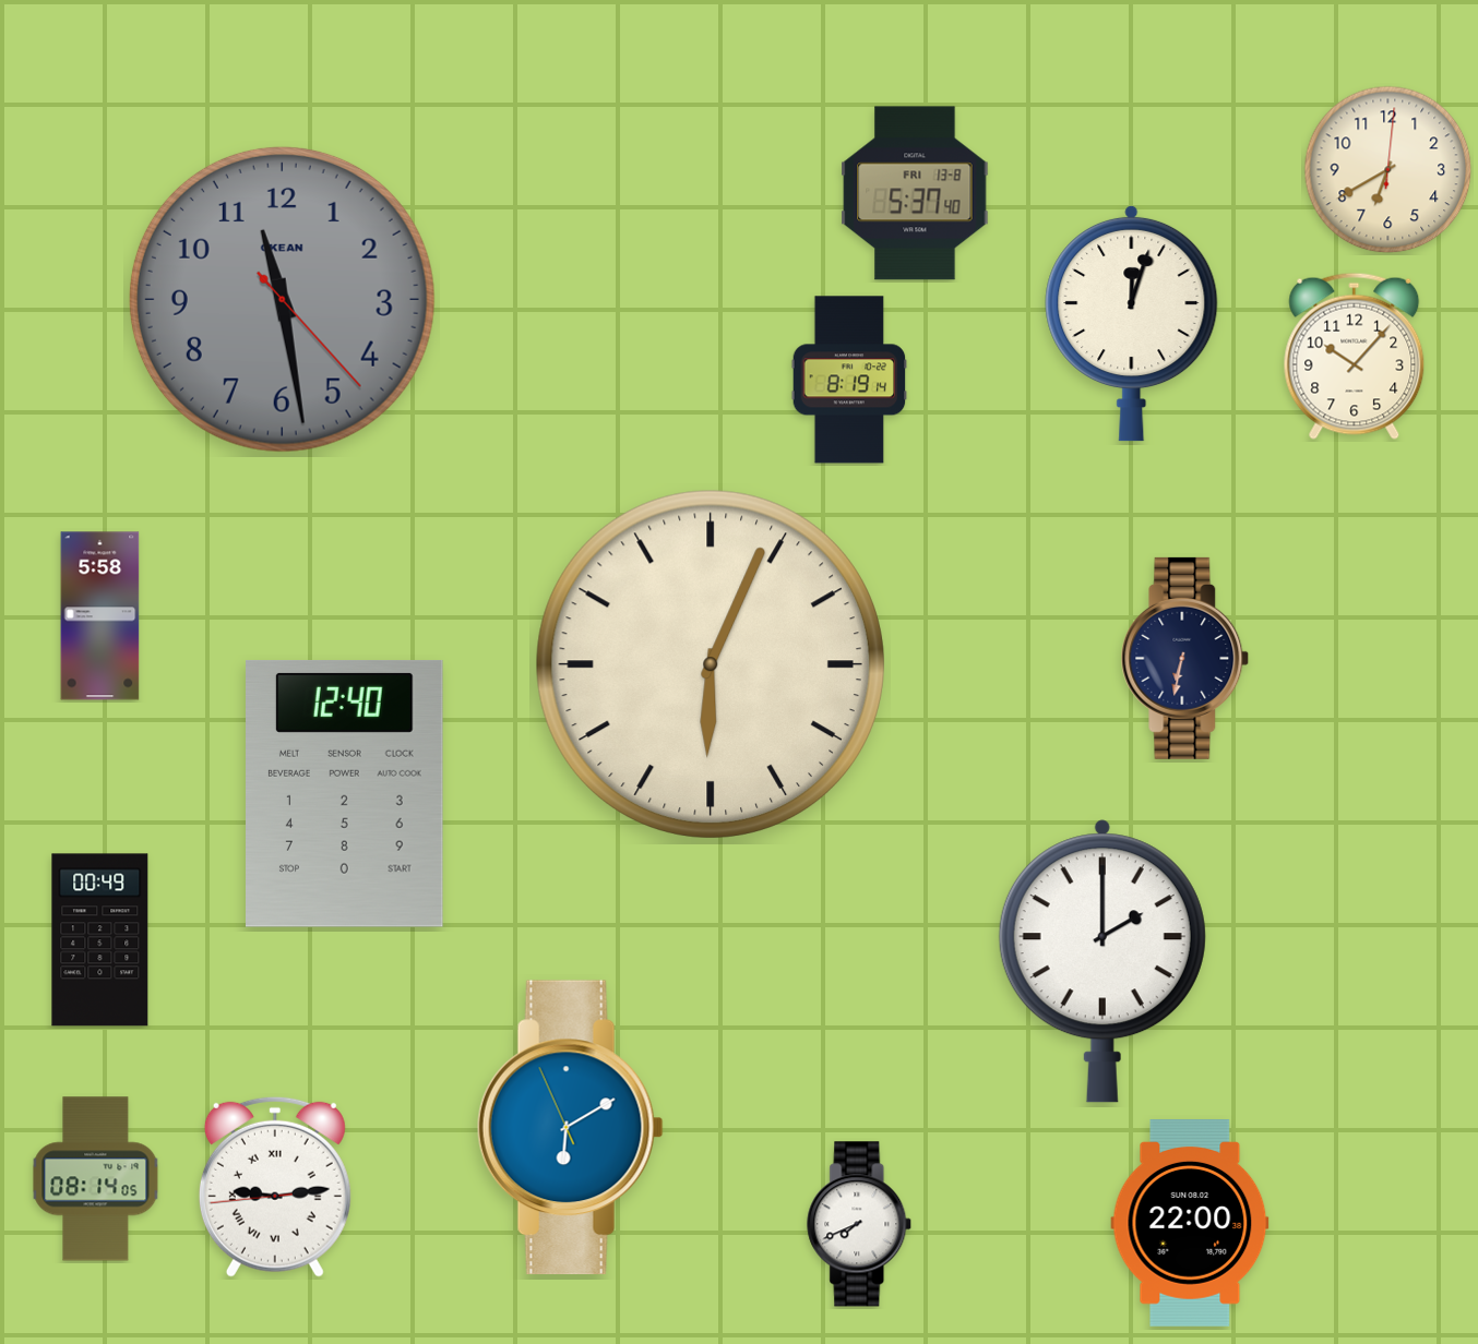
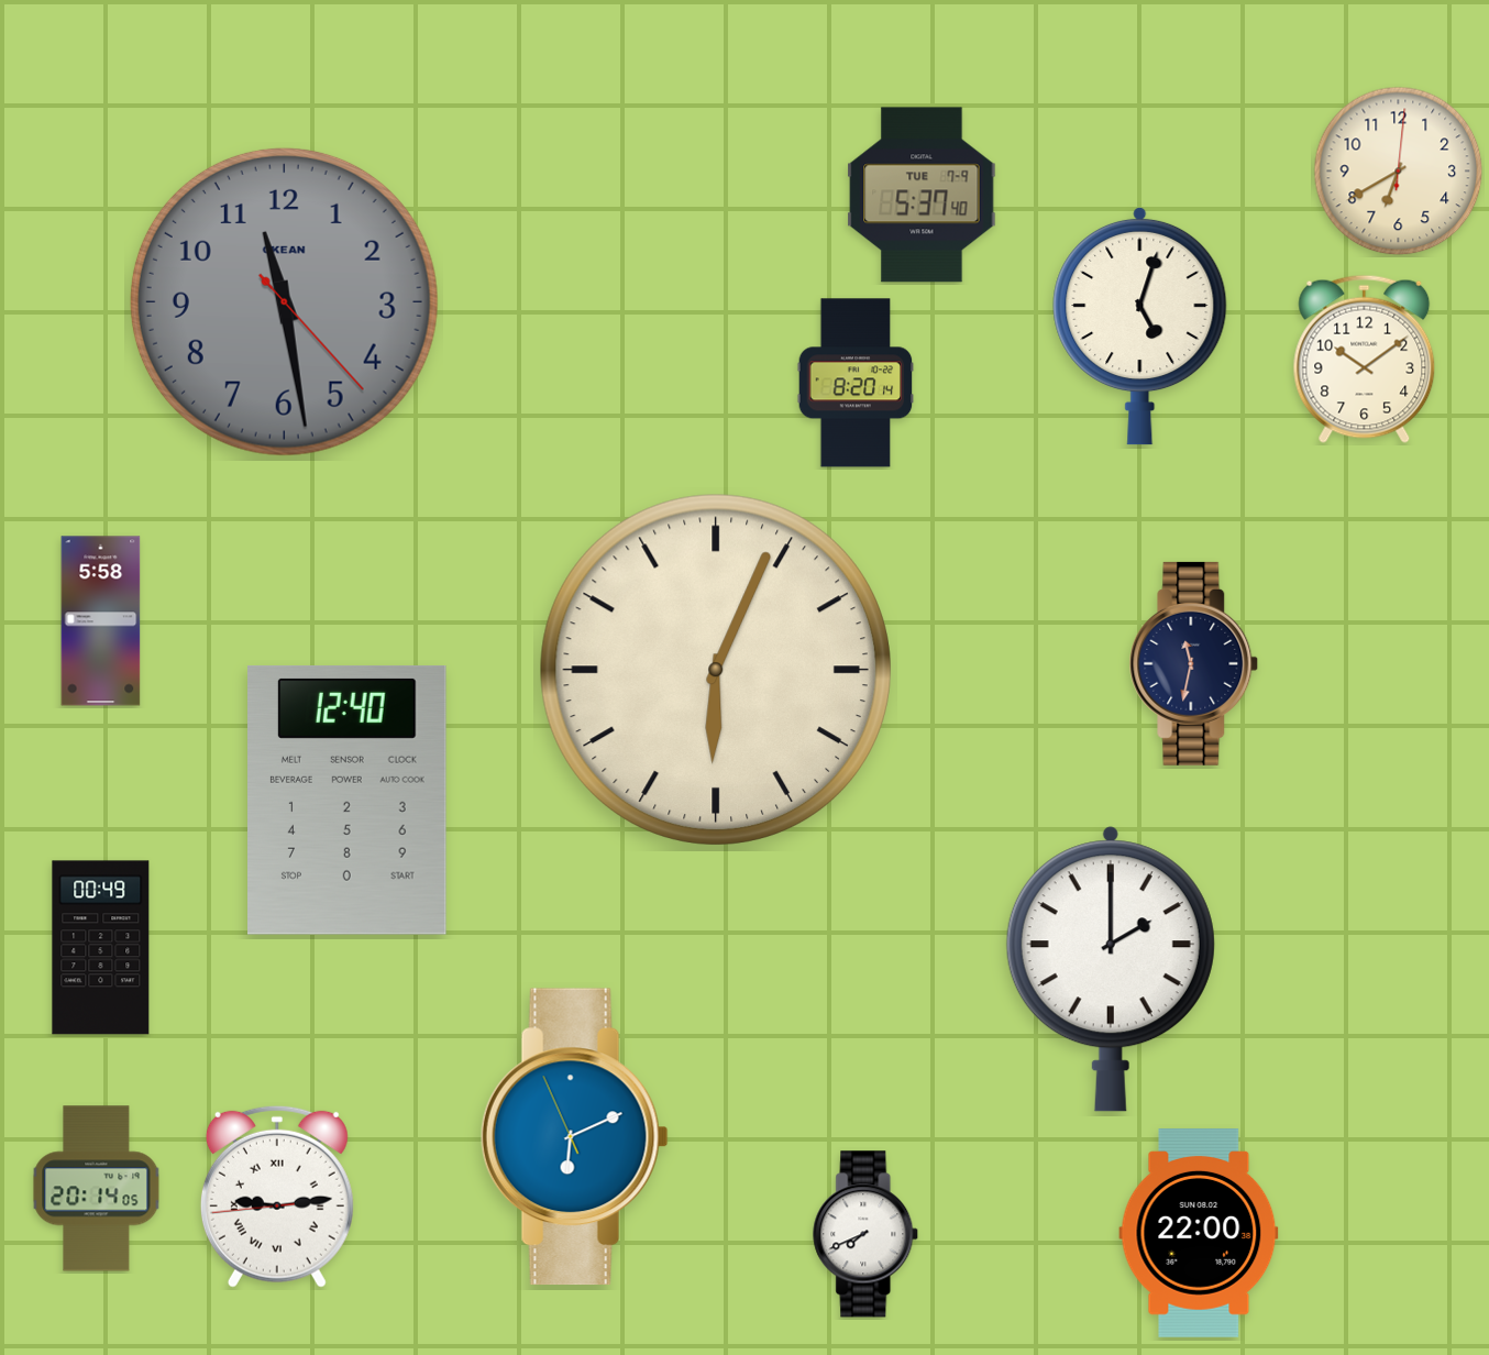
clock at (915, 193) date: FRI 13-8 -> TUE 7-9
clock at (1132, 323): 12:03 -> 5:03
clock at (1355, 356): 10:07 -> 10:09
clock at (849, 380): 8:19 -> 8:20
clock at (1185, 658): 6:32 -> 11:32
clock at (570, 1128): 6:09 -> 6:10
clock at (96, 1179): 08:14 -> 20:14
